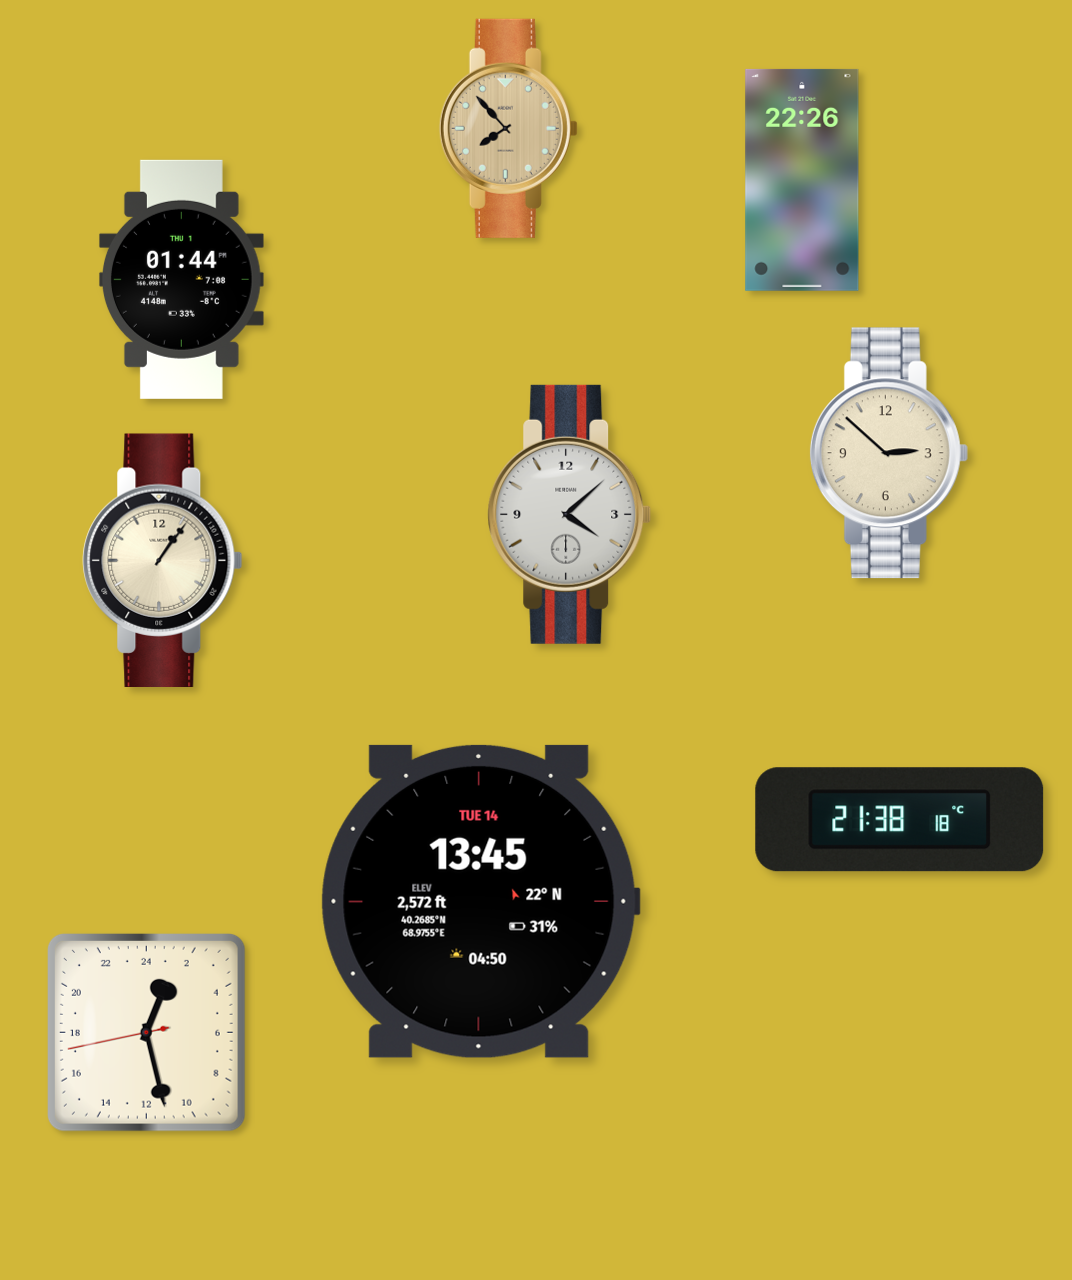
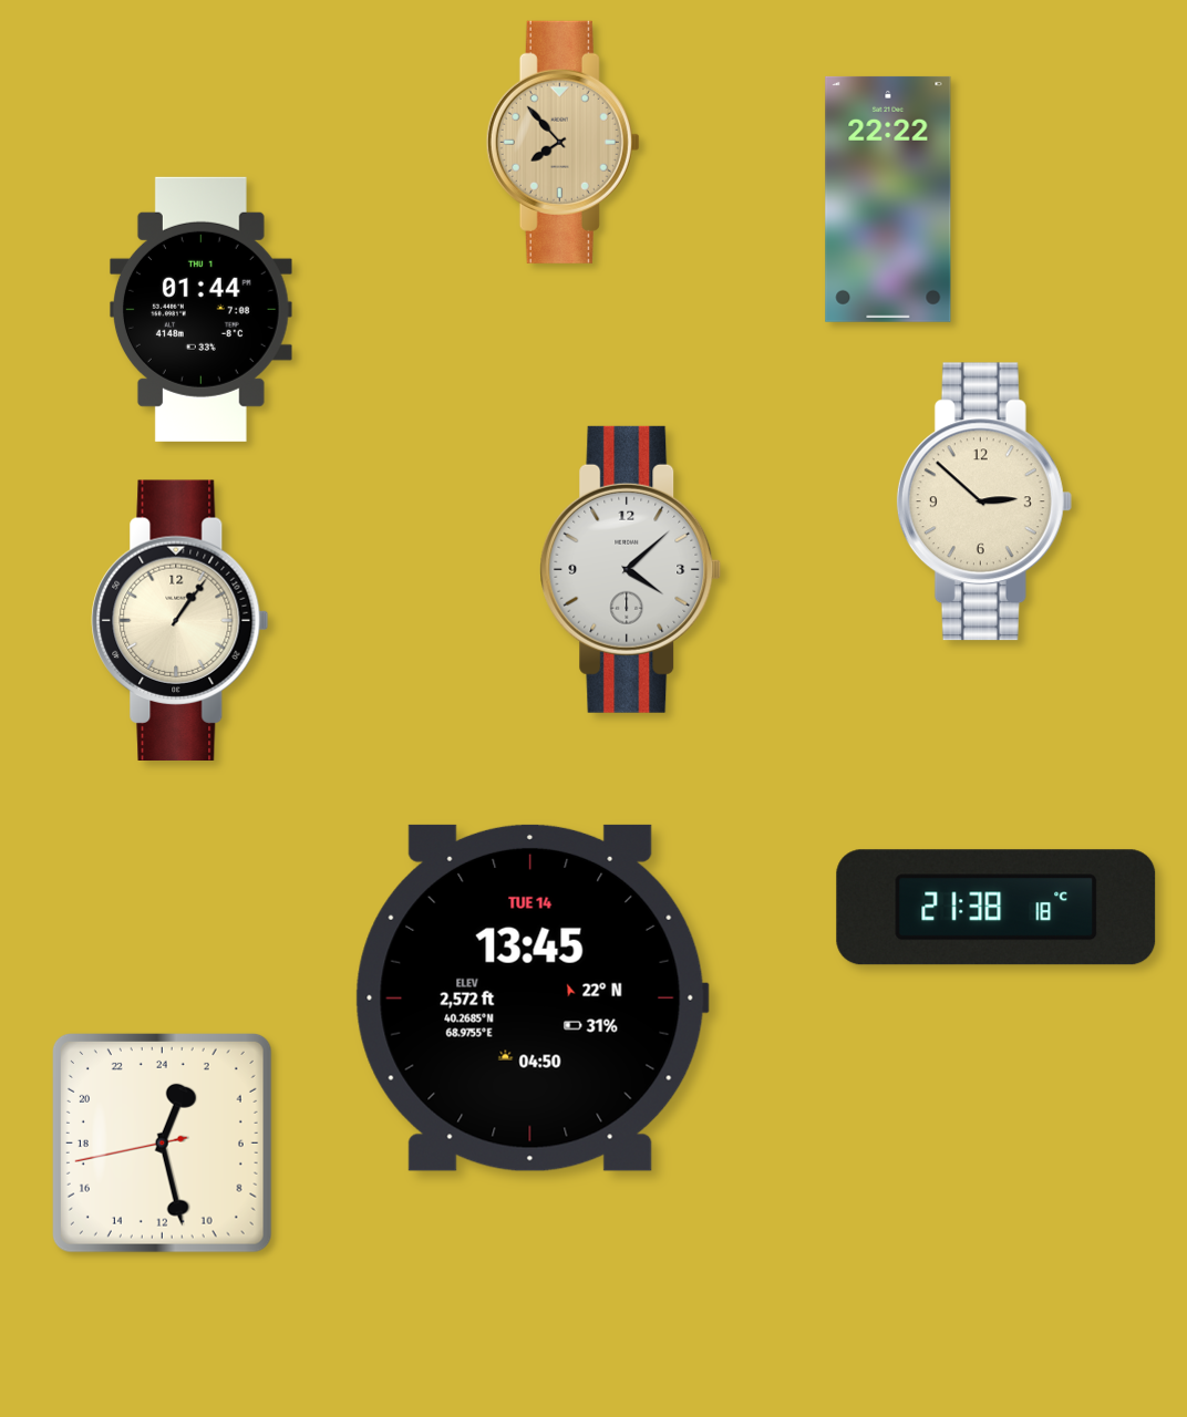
clock at (802, 180): 22:26 -> 22:22
